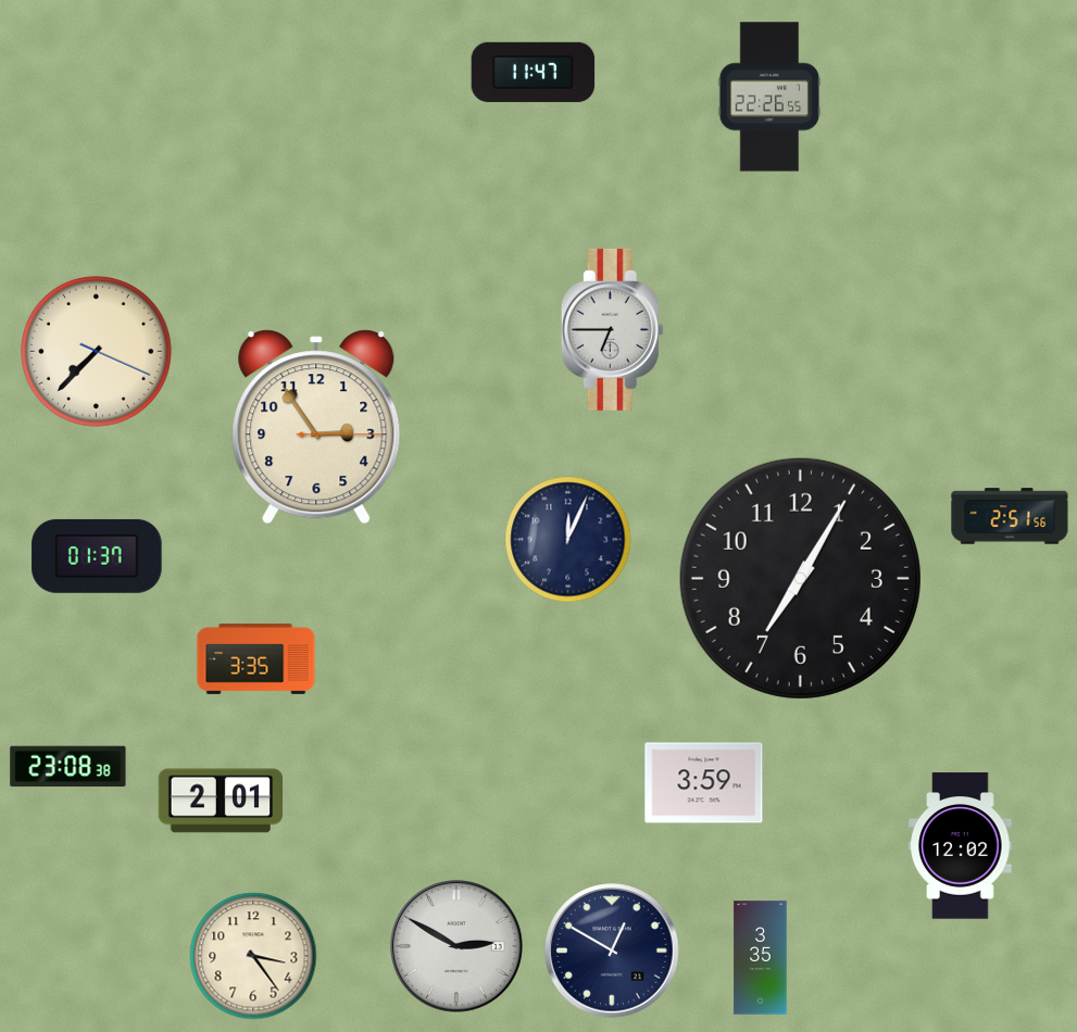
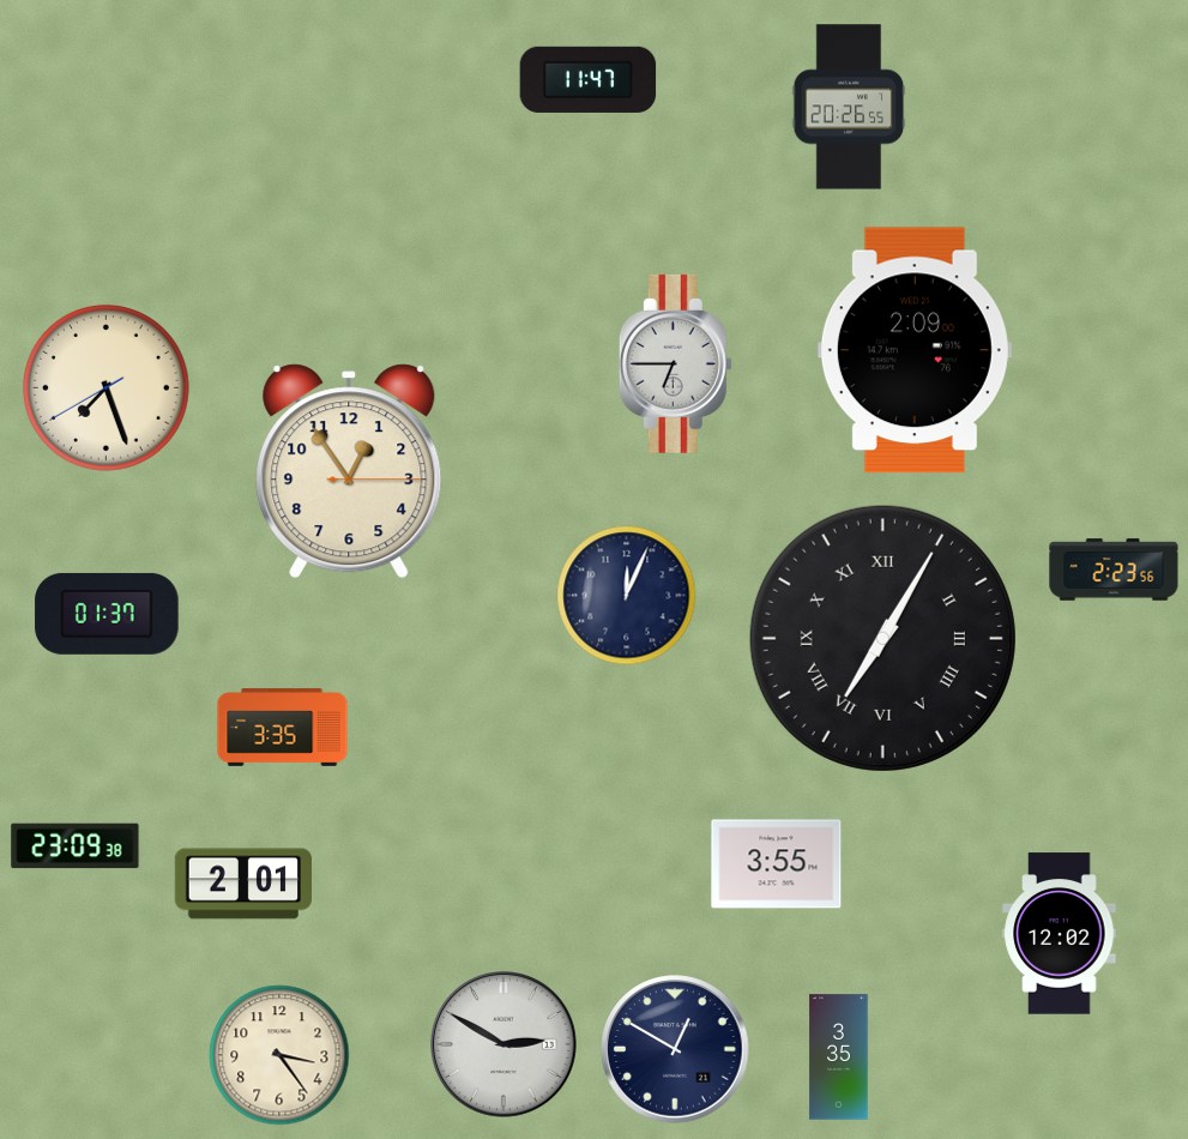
clock at (769, 97): 22:26 -> 20:26
clock at (915, 350): none -> 2:09
clock at (96, 351): 7:37 -> 7:26
clock at (316, 427): 2:54 -> 12:54
clock at (1010, 516): 2:51 -> 2:23
clock at (800, 578) numerals: Arabic -> Roman
clock at (68, 767): 23:08 -> 23:09
clock at (704, 783): 3:59 -> 3:55
